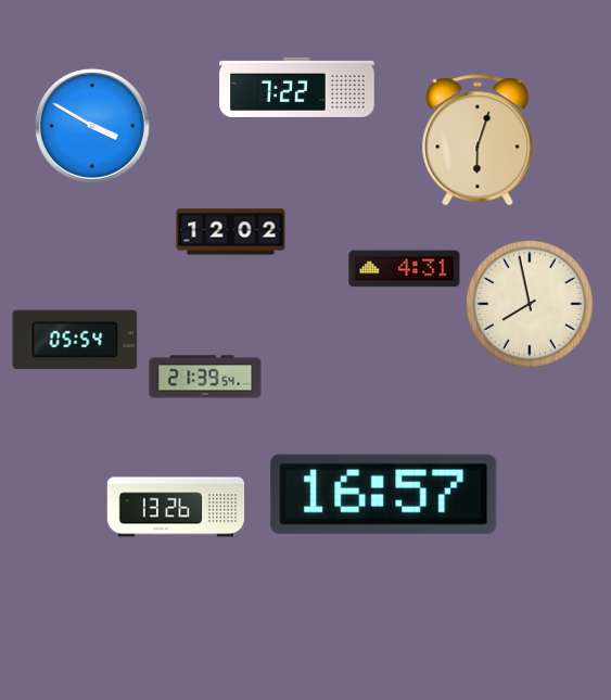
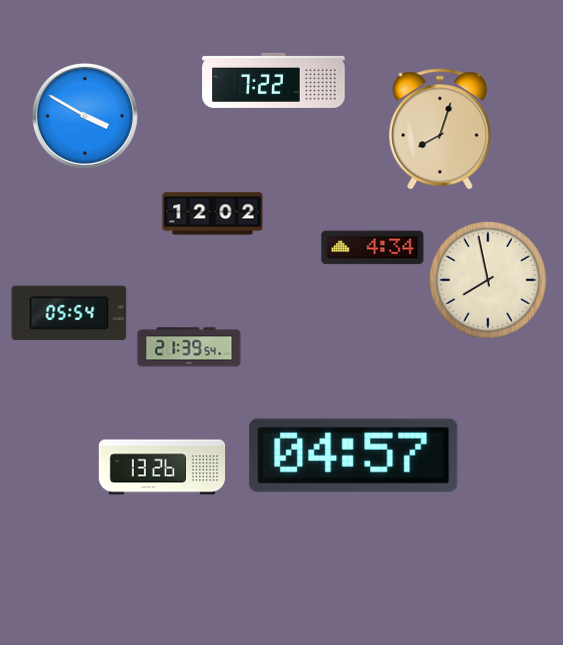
clock at (478, 140): 6:03 -> 8:03
clock at (405, 269): 4:31 -> 4:34
clock at (384, 494): 16:57 -> 04:57
